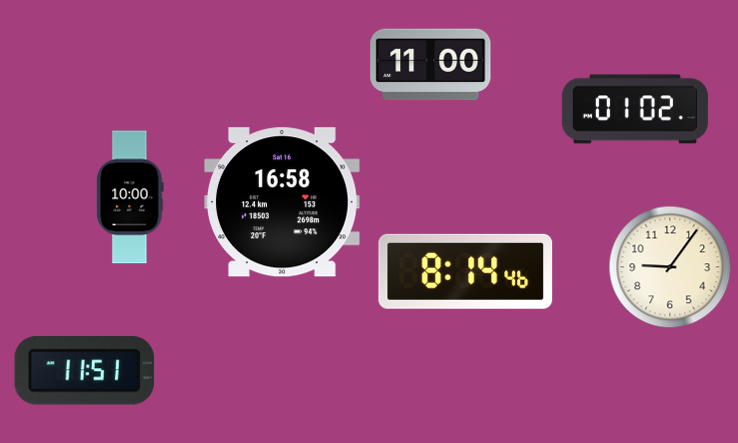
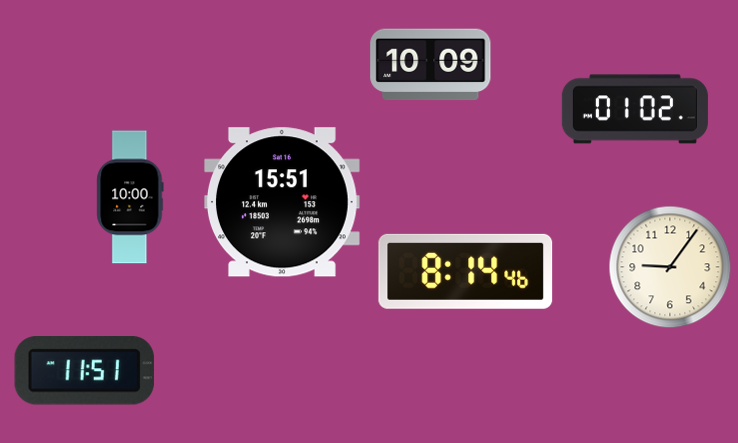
clock at (431, 65): 11:00 -> 10:09
clock at (283, 202): 16:58 -> 15:51
